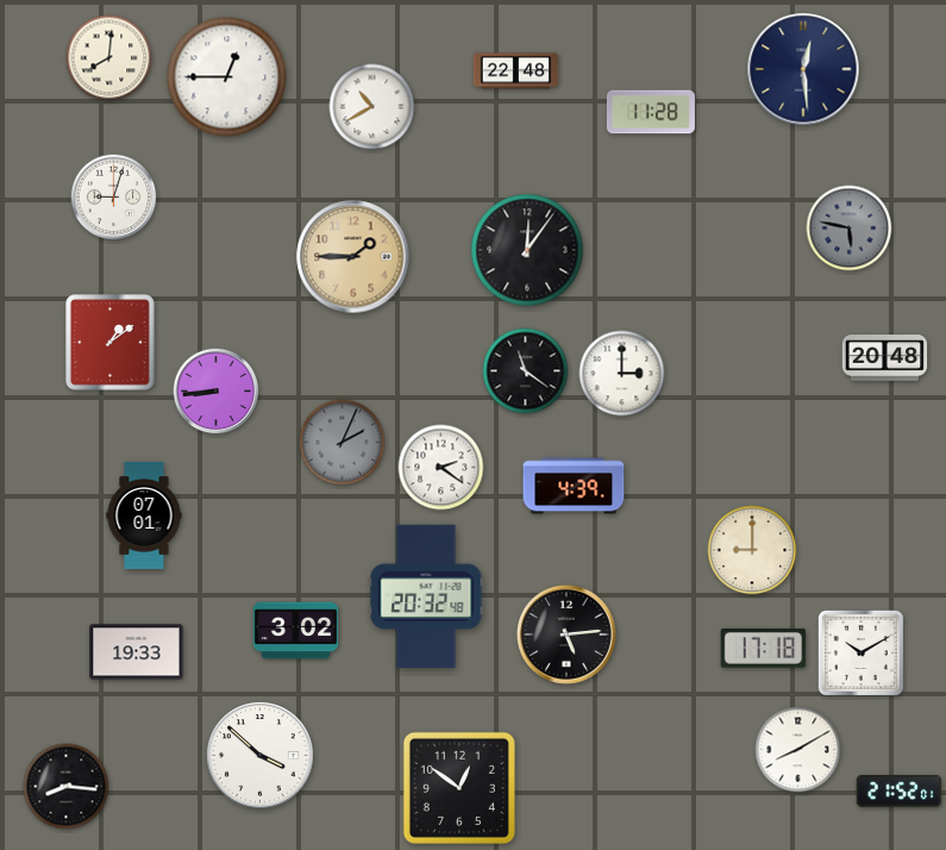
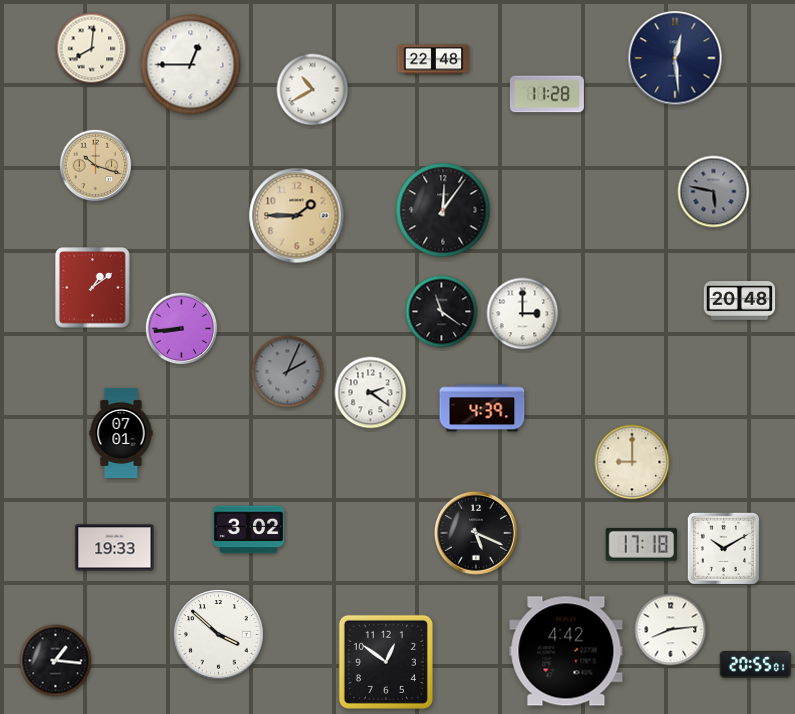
clock at (114, 198): 9:03 -> 10:18
clock at (114, 198) dial: white -> champagne
clock at (885, 358) position: (885, 358) -> (740, 301)
clock at (426, 596): 20:32 -> none
clock at (566, 635): 5:14 -> 5:19
clock at (798, 750): 8:10 -> 8:14
clock at (566, 651): none -> 4:42
clock at (67, 787): 8:16 -> 1:16
clock at (900, 790): 21:52 -> 20:55
